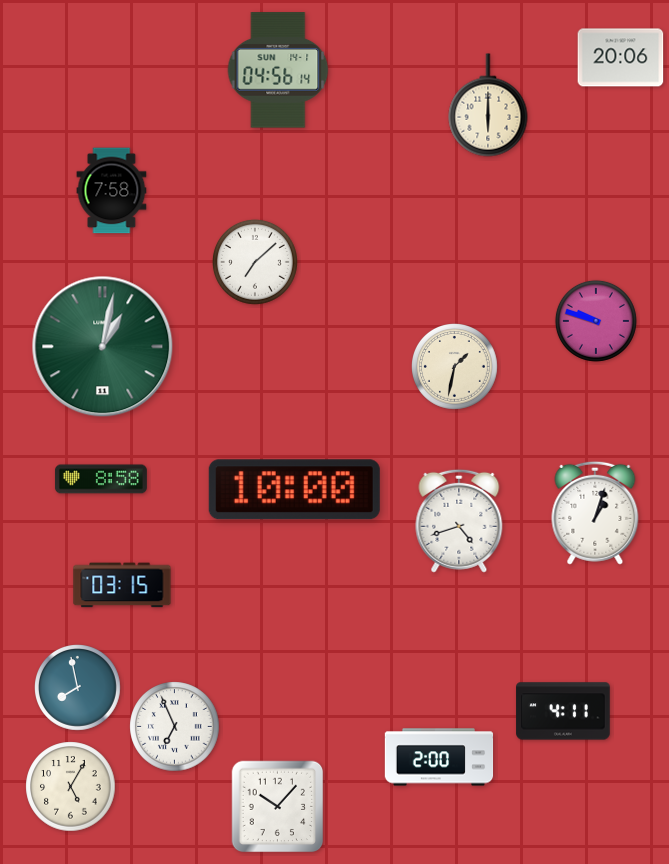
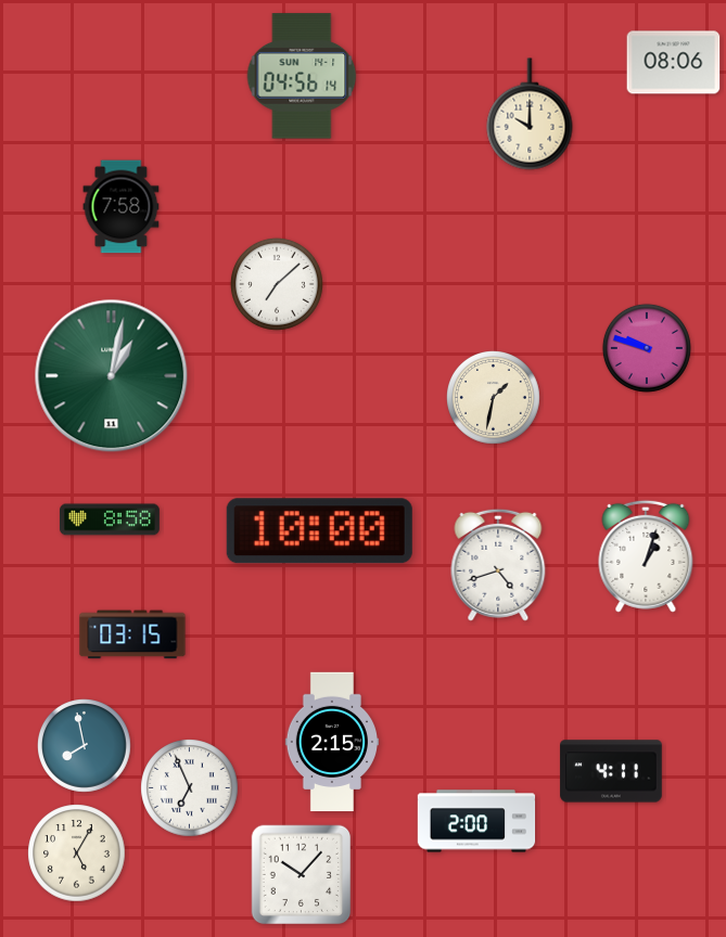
clock at (621, 58): 20:06 -> 08:06
clock at (488, 105): 6:00 -> 10:00
clock at (331, 742): none -> 2:15
